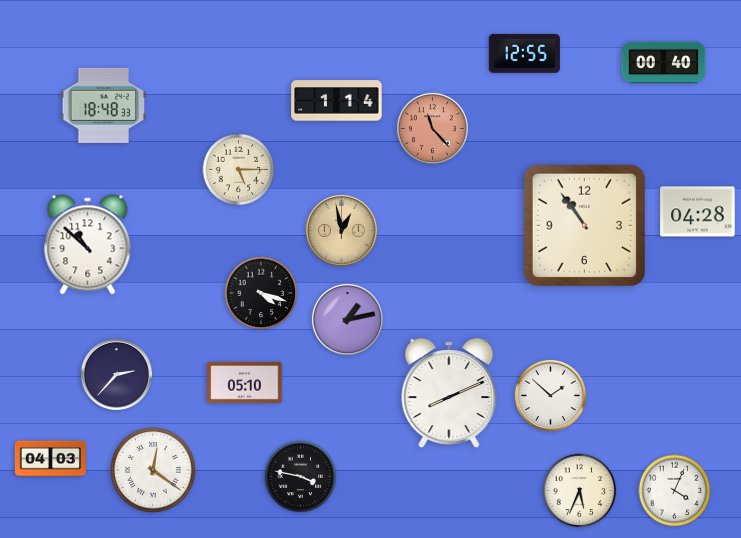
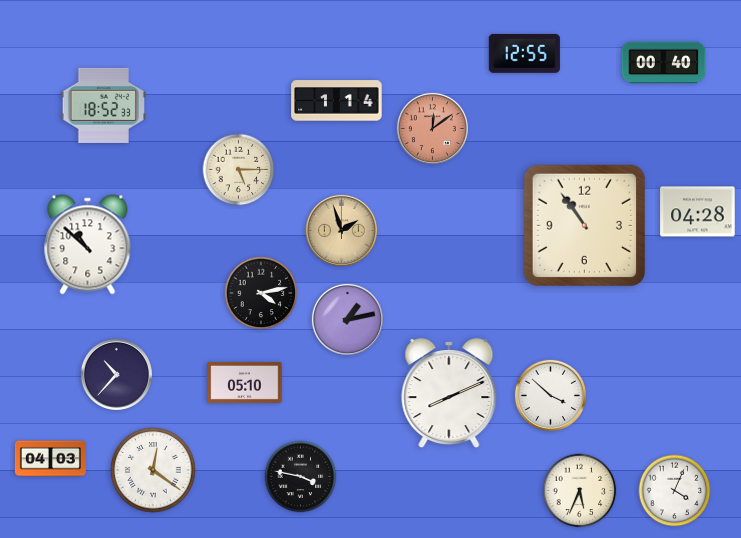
clock at (104, 105): 18:48 -> 18:52
clock at (432, 128): 11:23 -> 12:09
clock at (341, 230): 12:58 -> 1:57
clock at (261, 293): 4:18 -> 4:13
clock at (116, 374): 2:37 -> 10:37
clock at (550, 395): 1:52 -> 3:52
